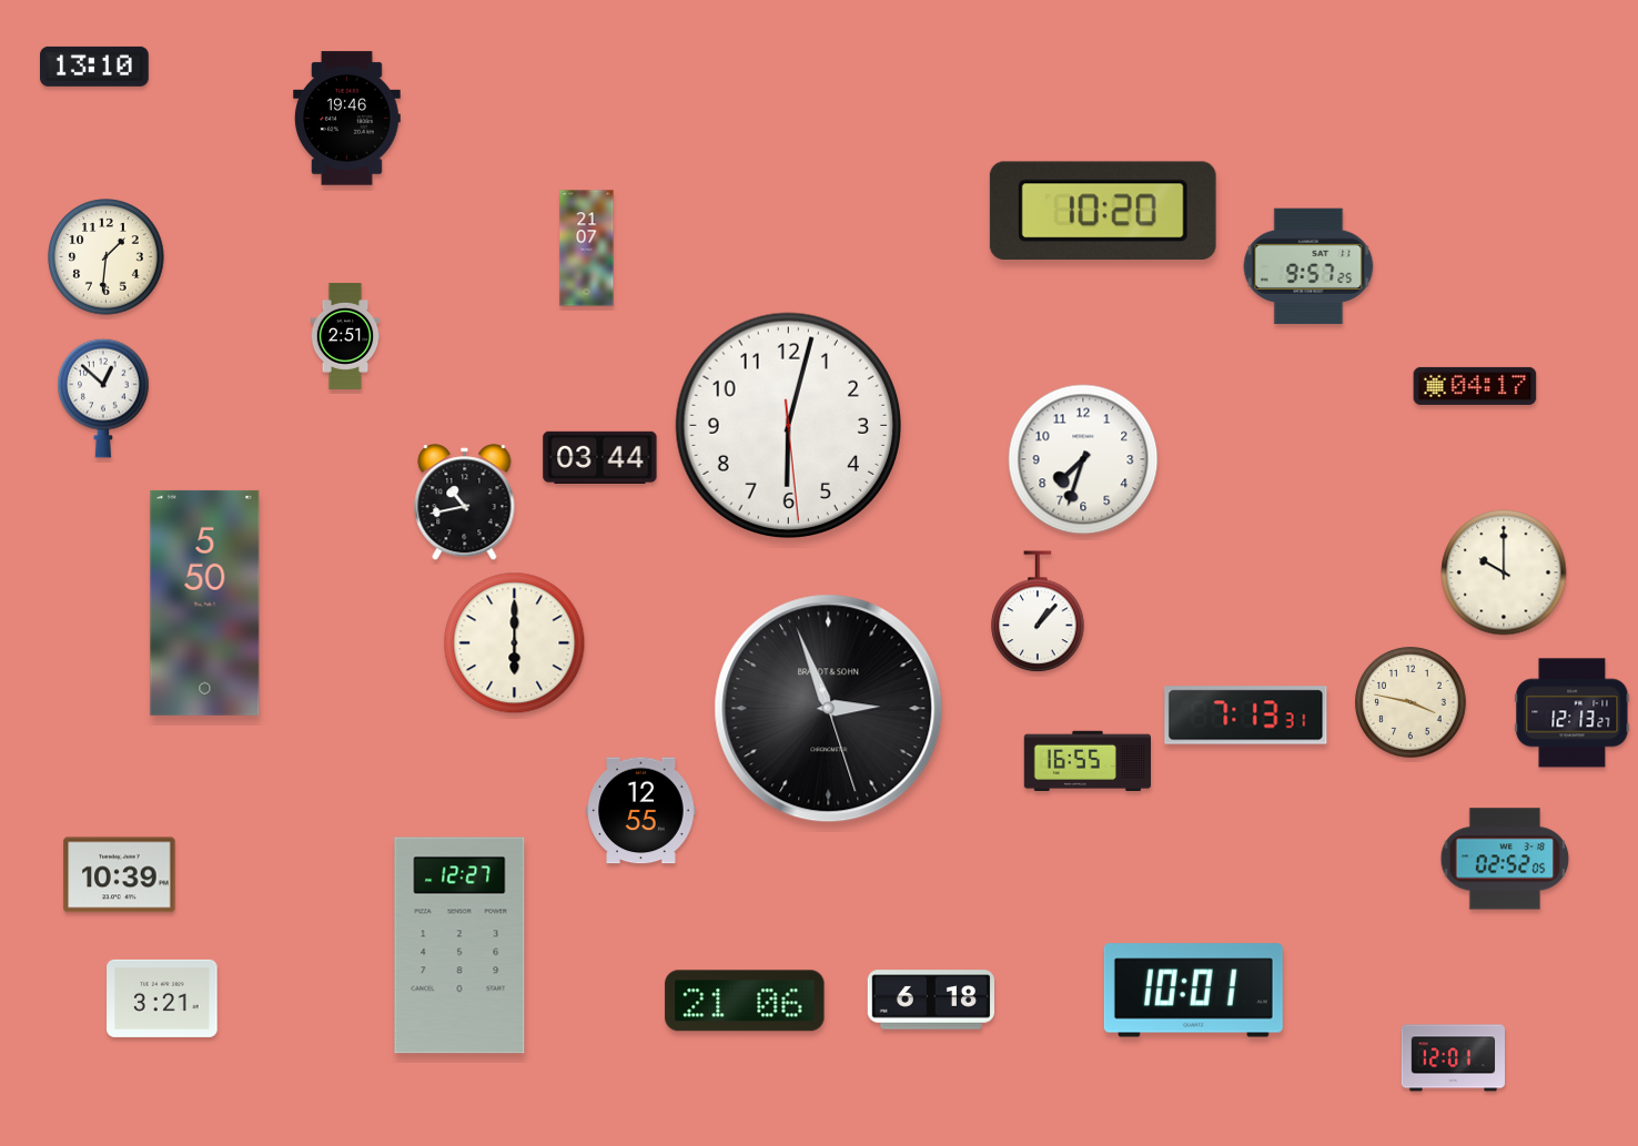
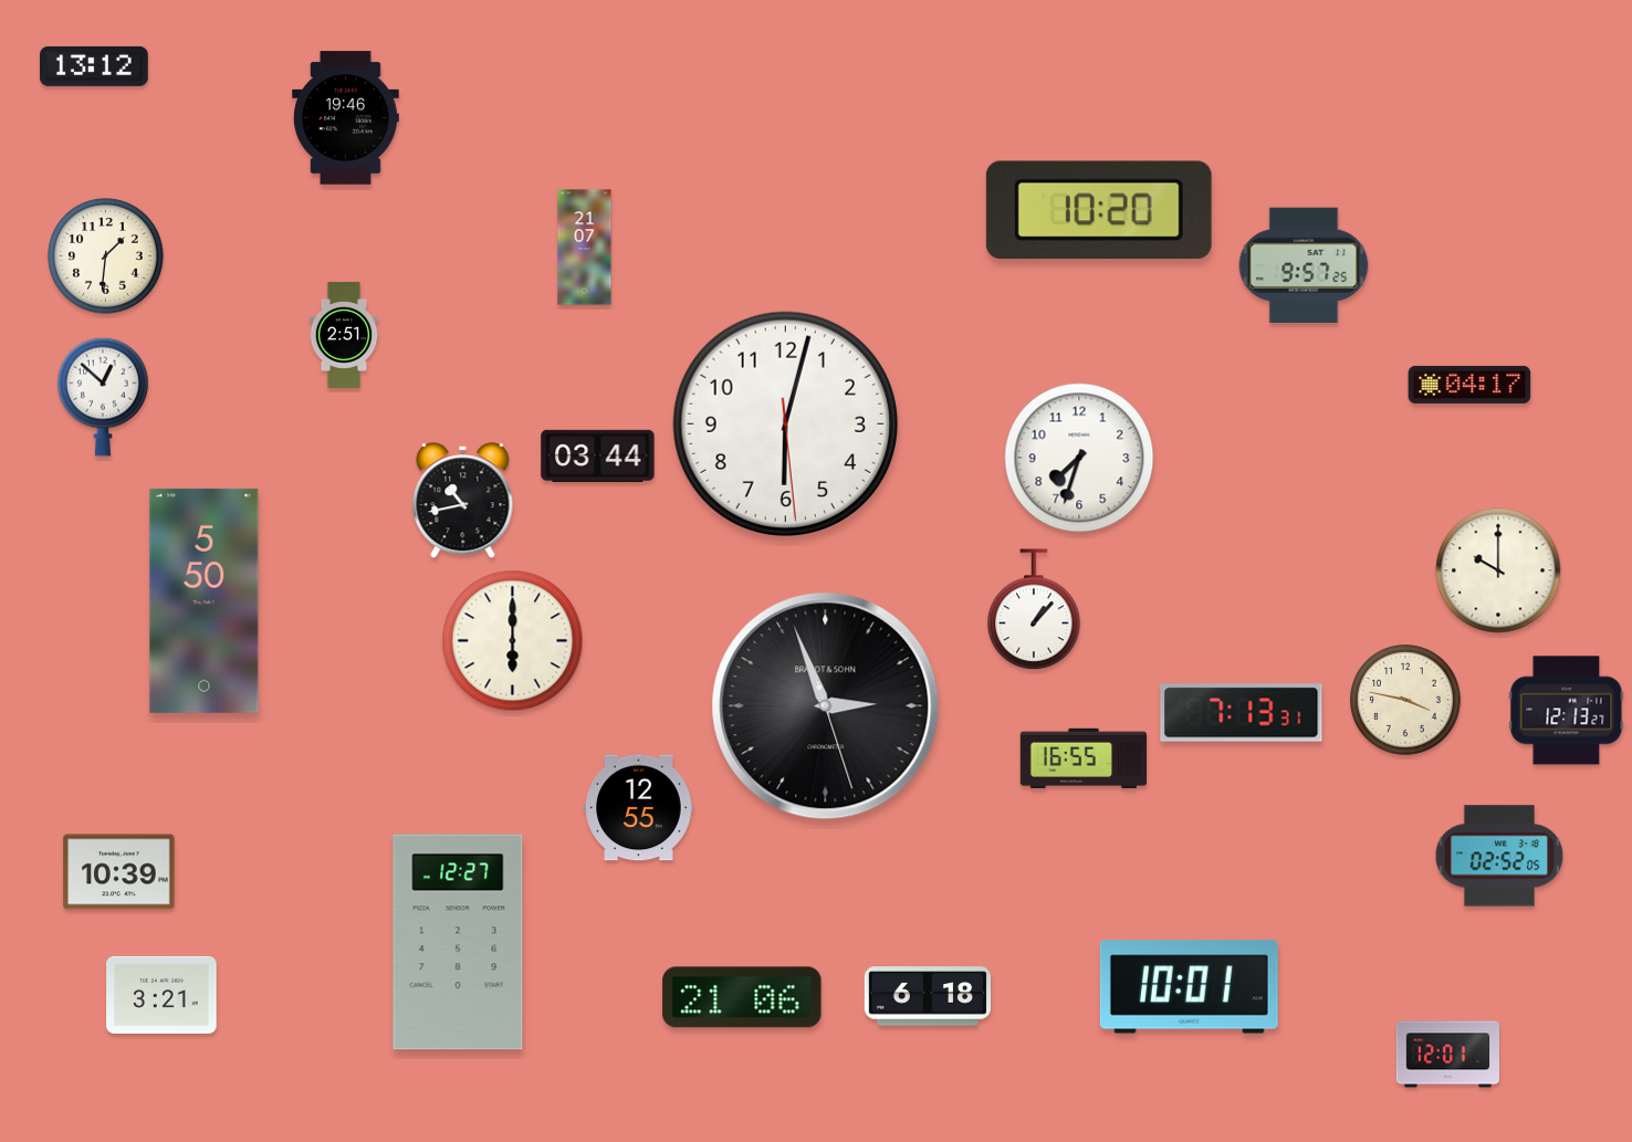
clock at (95, 67): 13:10 -> 13:12
